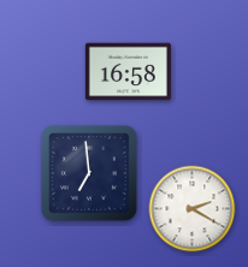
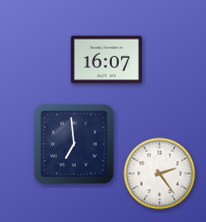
clock at (128, 72): 16:58 -> 16:07
clock at (193, 209): 2:20 -> 2:24
